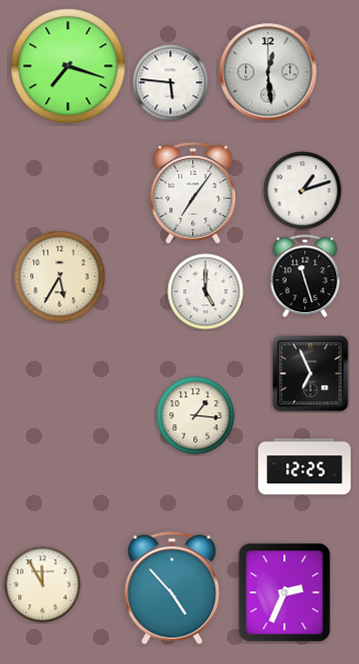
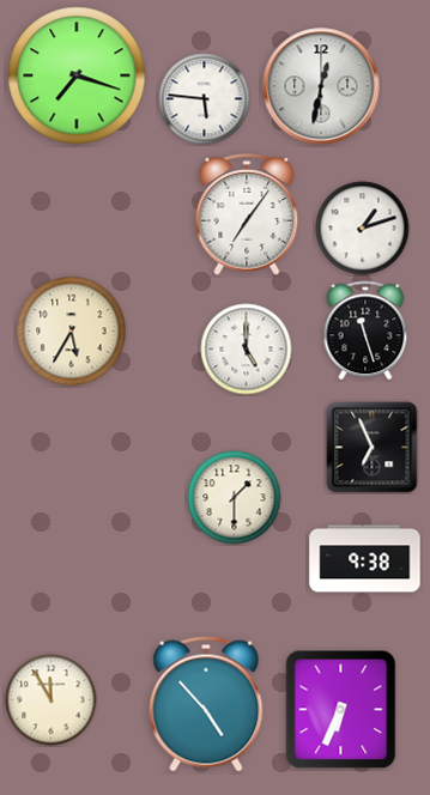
clock at (68, 66) position: (68, 66) -> (77, 75)
clock at (268, 72): 12:29 -> 12:32
clock at (193, 194) position: (193, 194) -> (247, 216)
clock at (196, 416): 1:16 -> 1:30
clock at (305, 467): 12:25 -> 9:38
clock at (285, 593): 2:34 -> 6:34
